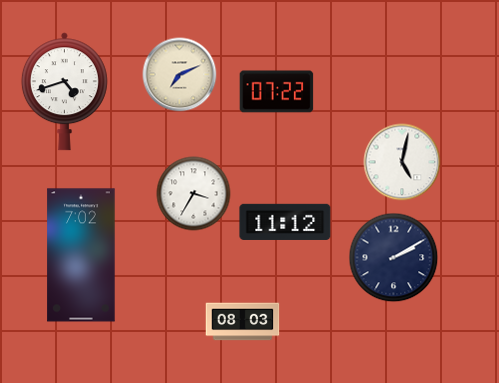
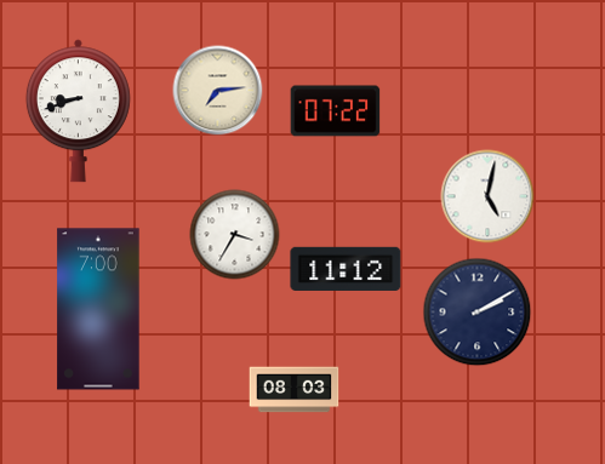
clock at (180, 75): 7:11 -> 7:14
clock at (64, 92): 4:42 -> 8:42
clock at (81, 255): 7:02 -> 7:00
